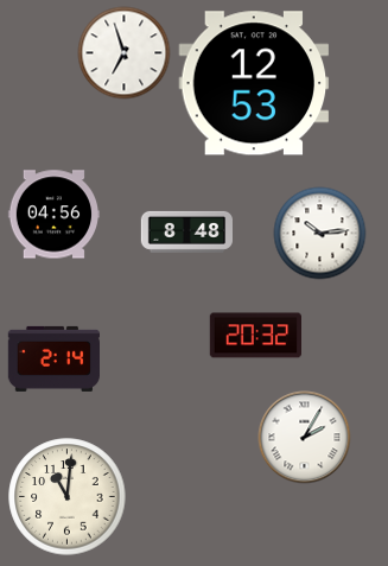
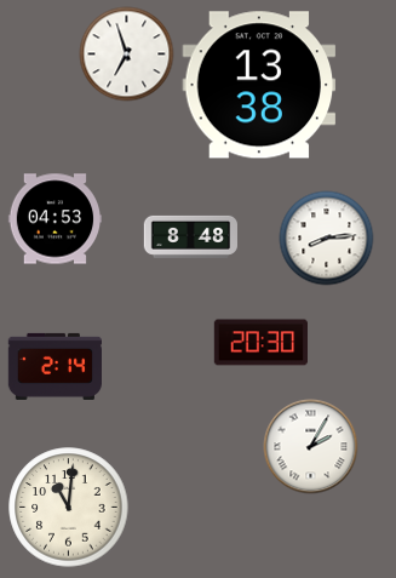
clock at (254, 83): 12:53 -> 13:38
clock at (53, 215): 04:56 -> 04:53
clock at (319, 233): 10:14 -> 8:14
clock at (255, 336): 20:32 -> 20:30
